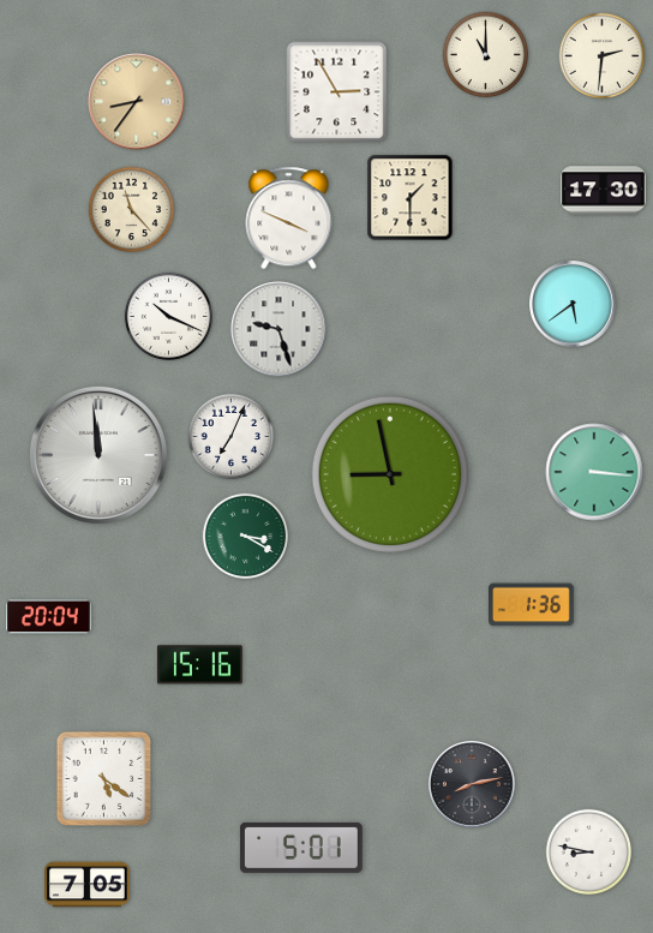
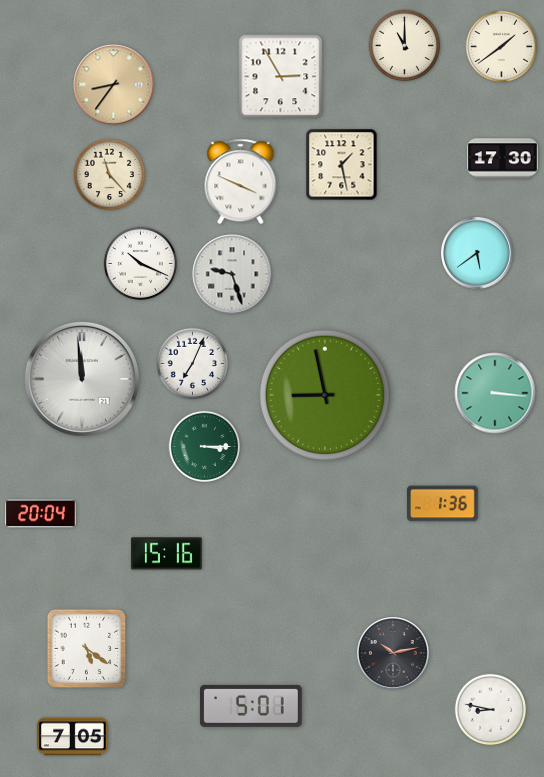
clock at (603, 56): 2:31 -> 1:39
clock at (411, 198): 1:30 -> 1:28
clock at (246, 537): 3:20 -> 3:15
clock at (472, 784): 8:13 -> 10:13
